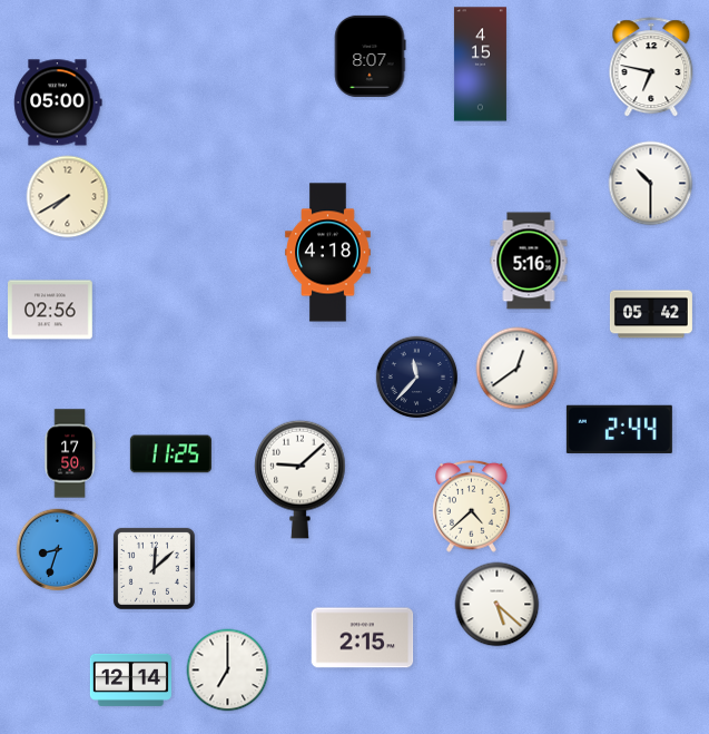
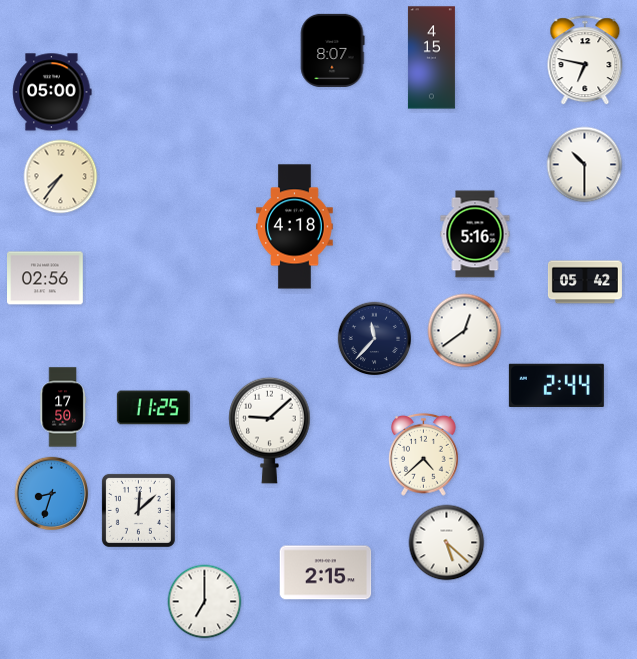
clock at (68, 197): 7:40 -> 7:36
clock at (130, 679): 12:14 -> none
